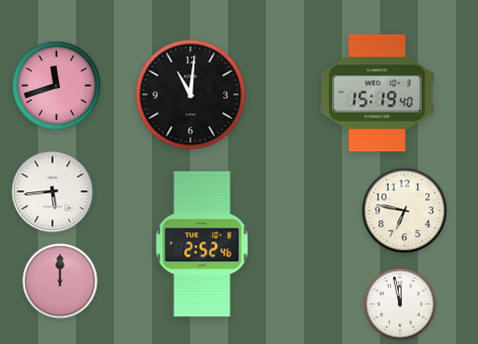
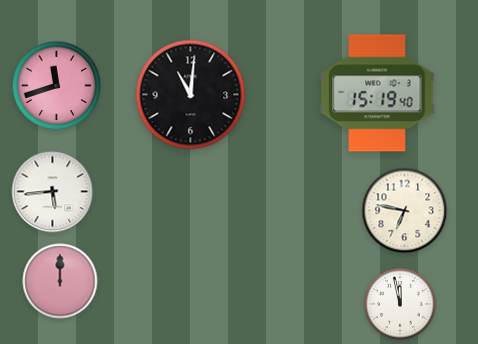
clock at (202, 244): 2:52 -> none
